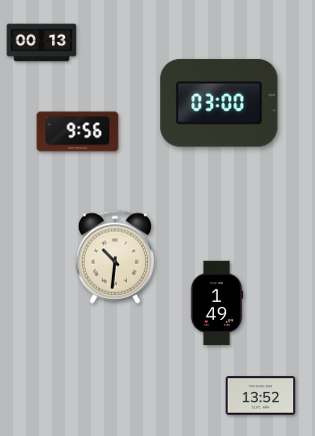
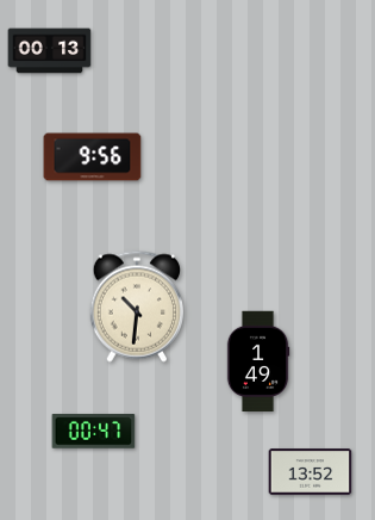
clock at (219, 103): 03:00 -> none
clock at (94, 432): none -> 00:47
